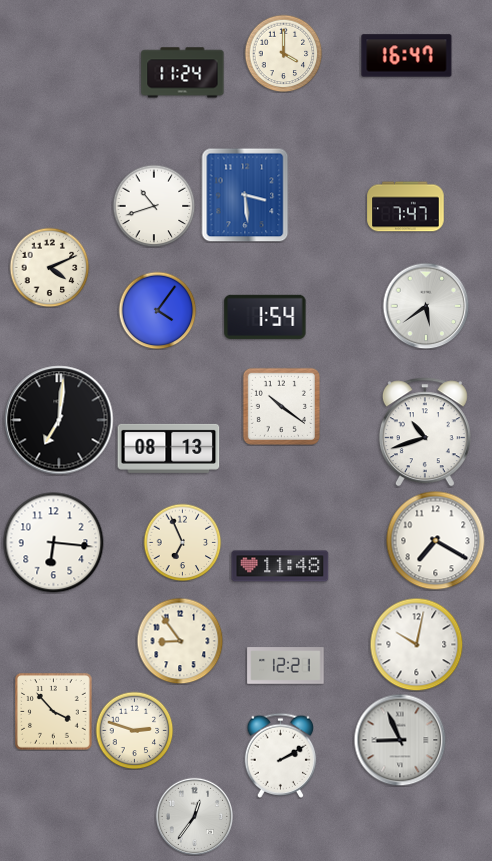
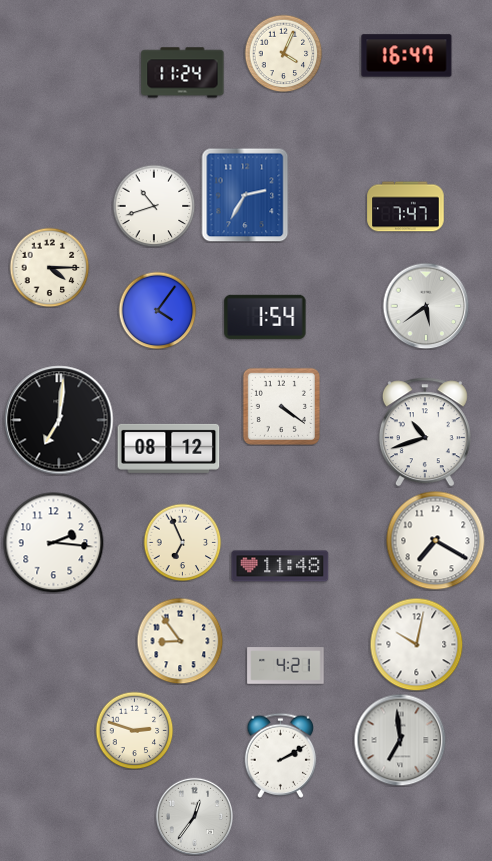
clock at (283, 53): 4:00 -> 4:04
clock at (245, 195): 3:29 -> 2:35
clock at (49, 267): 4:11 -> 4:15
clock at (281, 406): 10:21 -> 4:21
clock at (169, 448): 08:13 -> 08:12
clock at (54, 543): 6:16 -> 2:16
clock at (286, 666): 12:21 -> 4:21
clock at (54, 712): 3:53 -> none
clock at (400, 740): 8:56 -> 6:59
